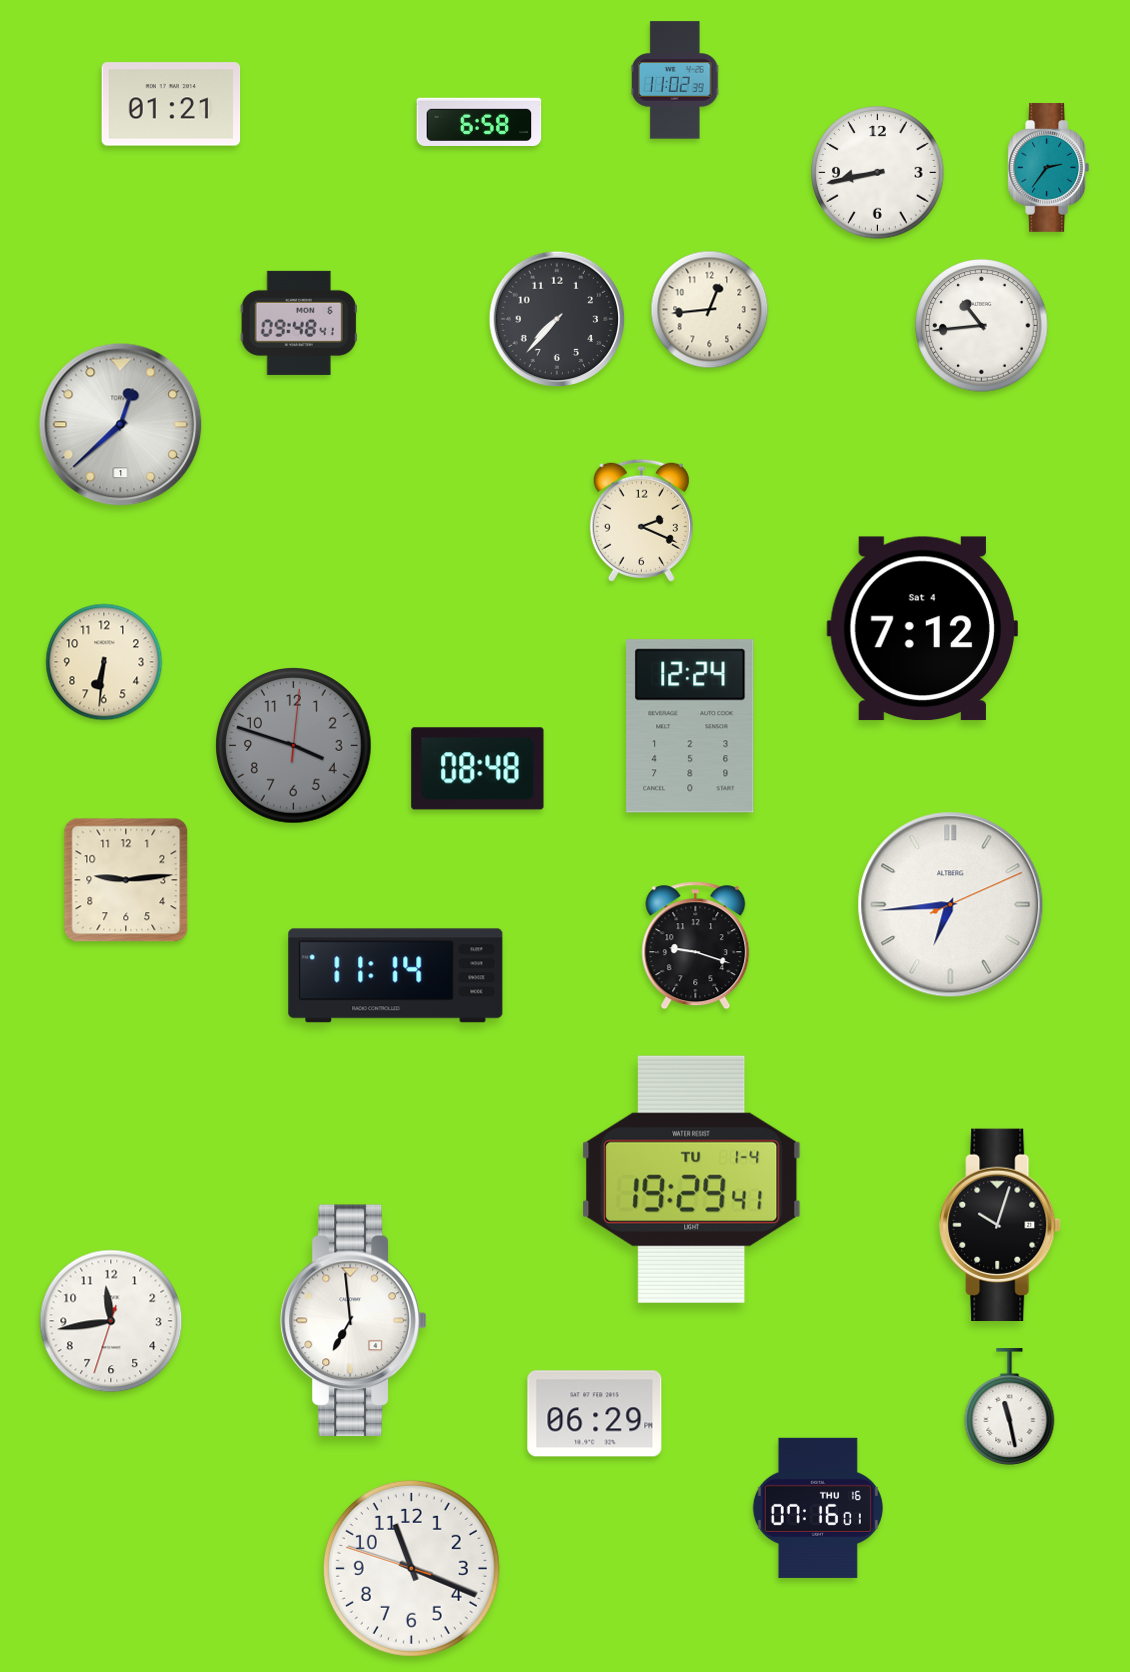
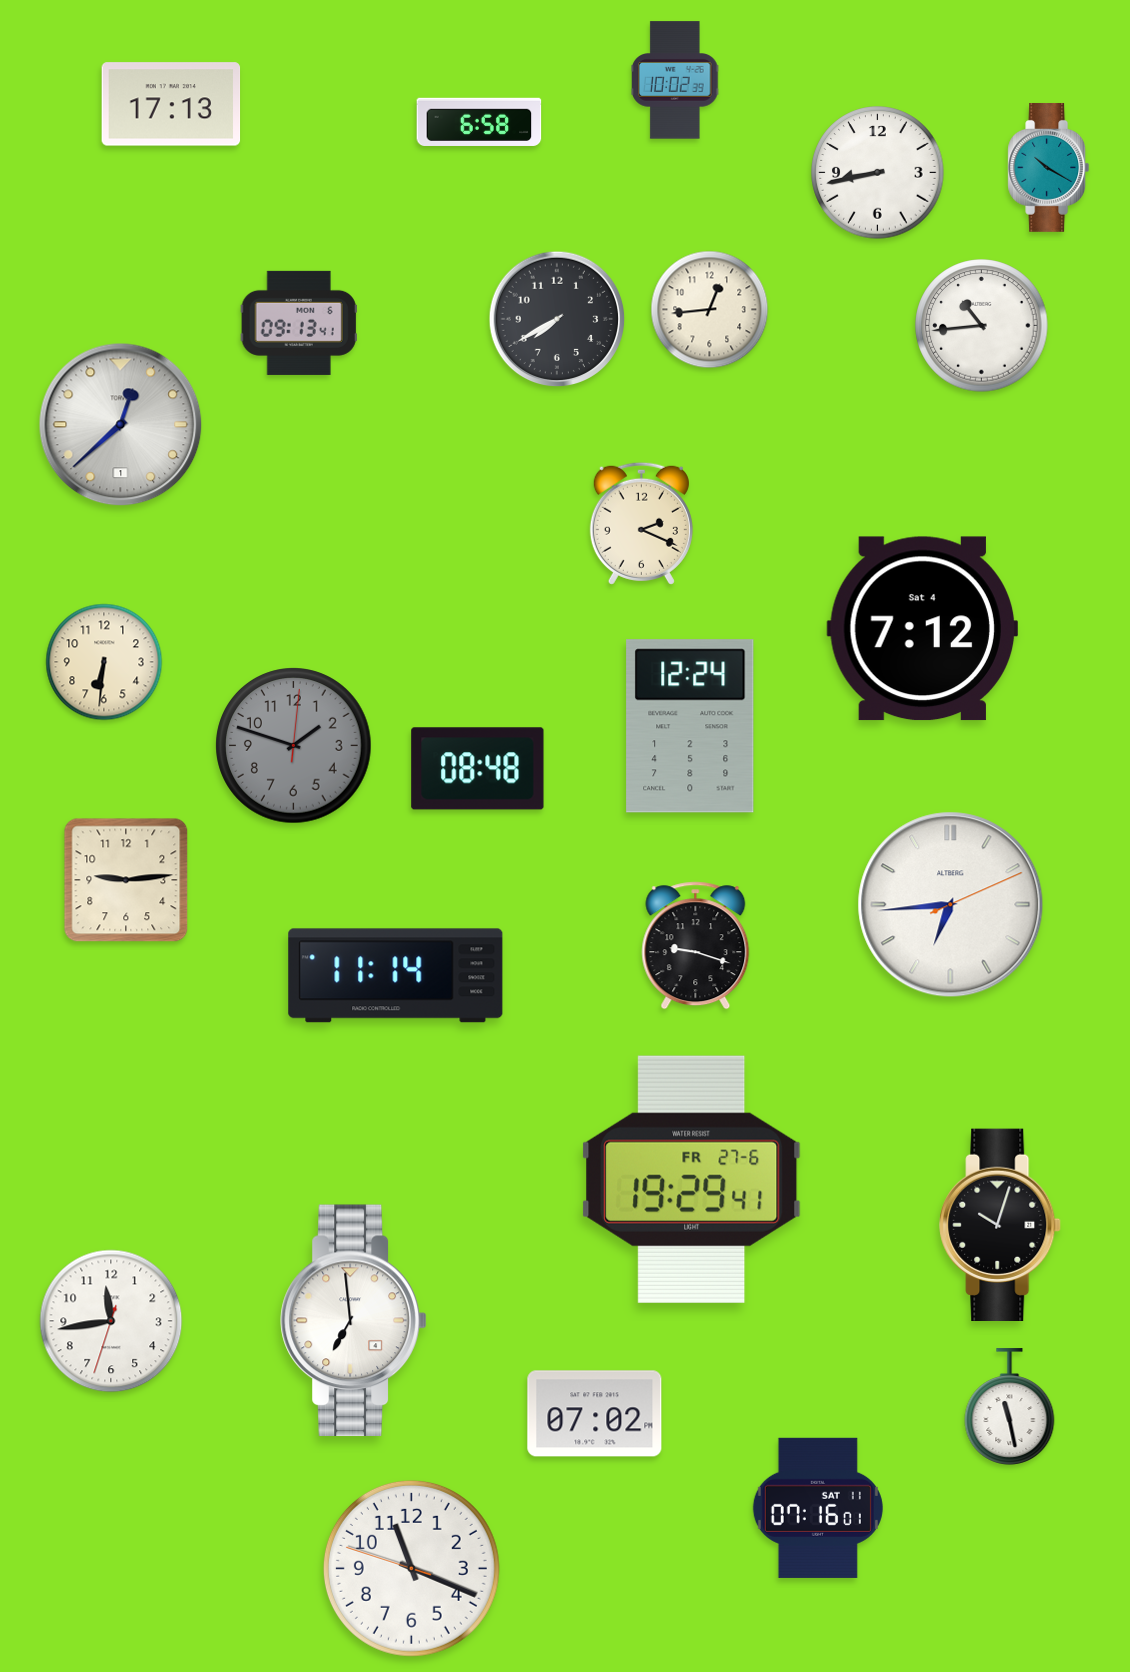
clock at (676, 80): 11:02 -> 10:02
clock at (171, 104): 01:21 -> 17:13
clock at (1049, 167): 2:36 -> 10:20
clock at (557, 319): 7:37 -> 7:40
clock at (299, 323): 09:48 -> 09:13
clock at (641, 520) position: (641, 520) -> (641, 523)
clock at (294, 746): 3:48 -> 1:48
clock at (692, 1179) date: TU 1-4 -> FR 27-6
clock at (595, 1414): 06:29 -> 07:02
clock at (818, 1508) date: THU 16 -> SAT 11
